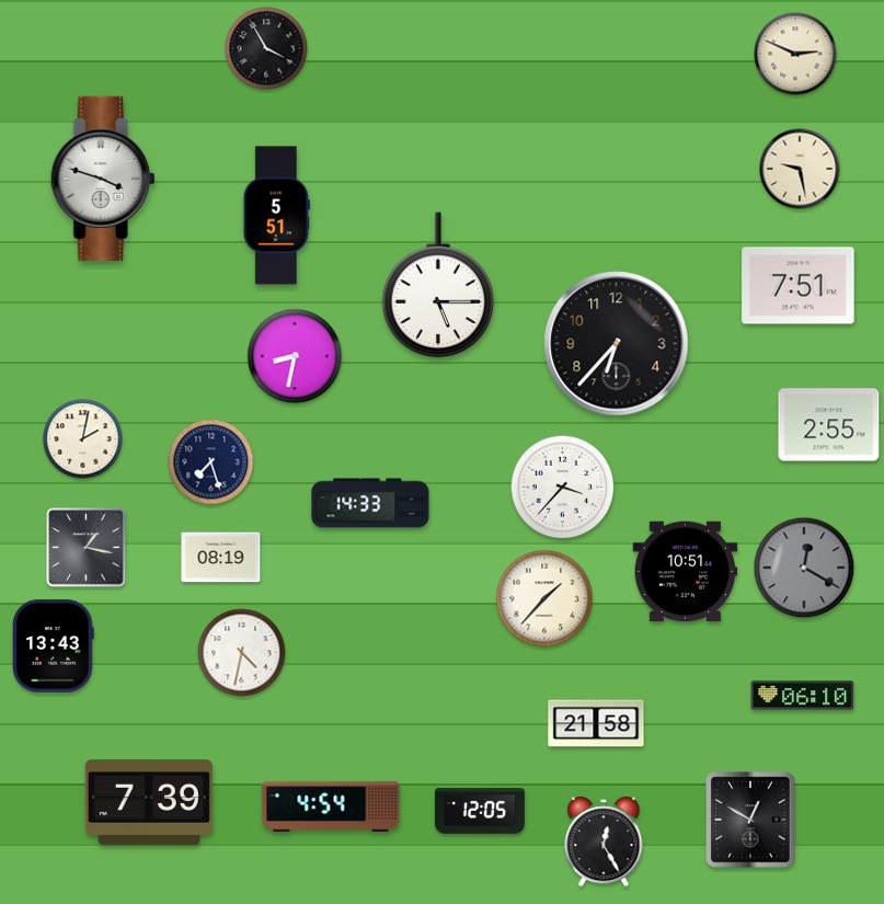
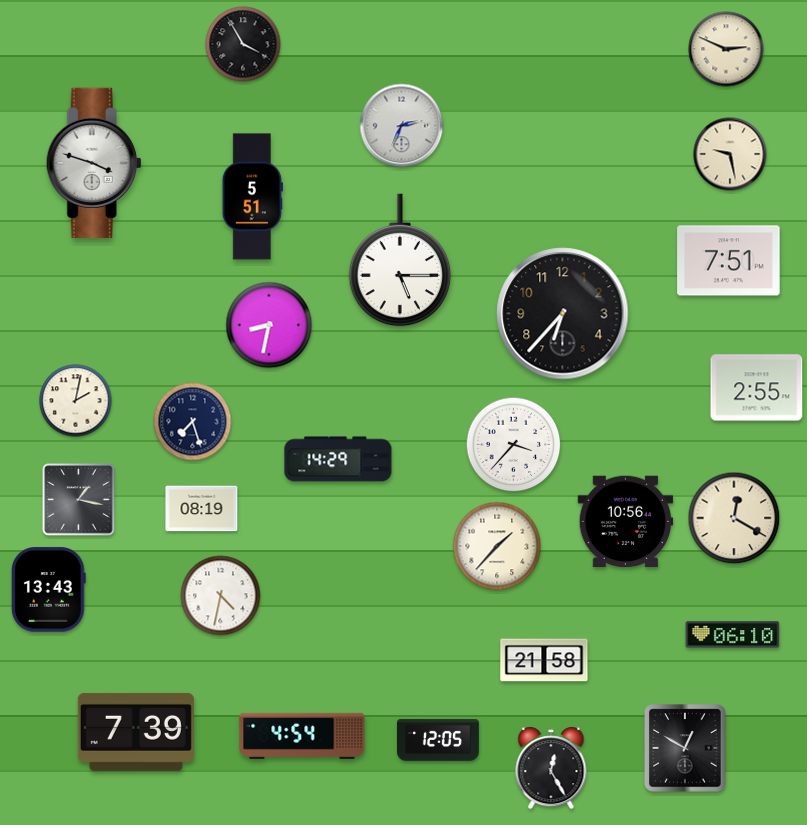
clock at (402, 126): none -> 2:34
clock at (370, 503): 14:33 -> 14:29
clock at (804, 568) dial: grey -> cream
clock at (686, 572): 10:51 -> 10:56
